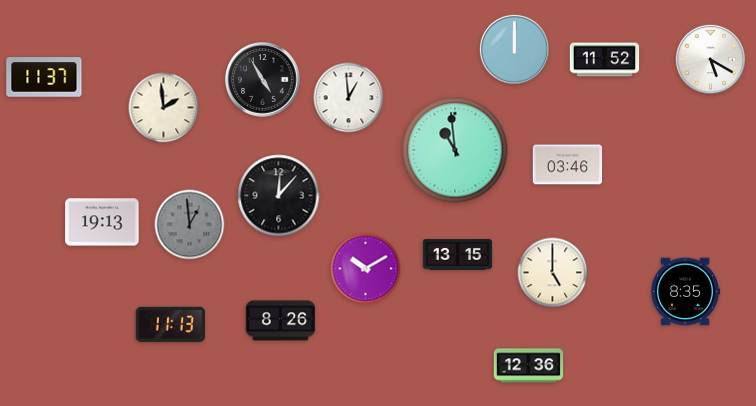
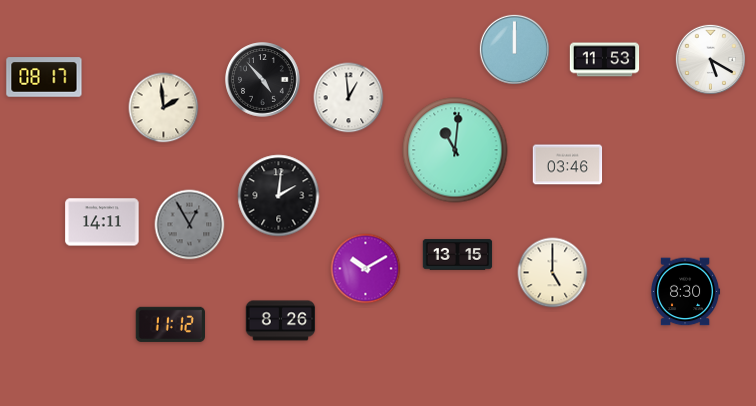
clock at (605, 60): 11:52 -> 11:53
clock at (44, 77): 11:37 -> 08:17
clock at (263, 80): 4:55 -> 4:53
clock at (455, 150): 10:59 -> 11:01
clock at (279, 196): 12:07 -> 2:01
clock at (102, 222): 19:13 -> 14:11
clock at (190, 225): 12:59 -> 12:55
clock at (685, 292): 8:35 -> 8:30
clock at (170, 324): 11:13 -> 11:12
clock at (529, 366): 12:36 -> none
